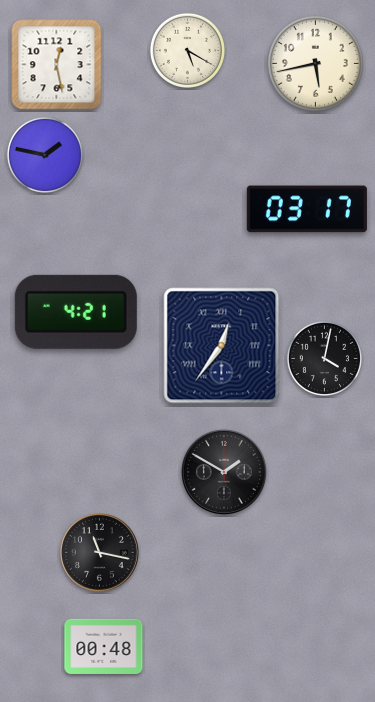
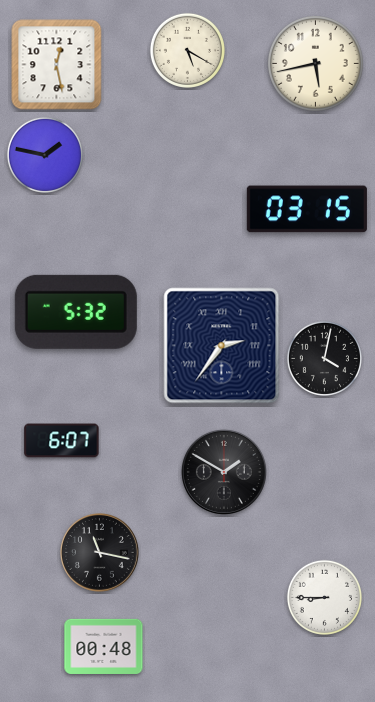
clock at (307, 209): 03:17 -> 03:15
clock at (76, 312): 4:21 -> 5:32
clock at (222, 346): 12:36 -> 2:36
clock at (62, 441): none -> 6:07
clock at (324, 597): none -> 8:45
